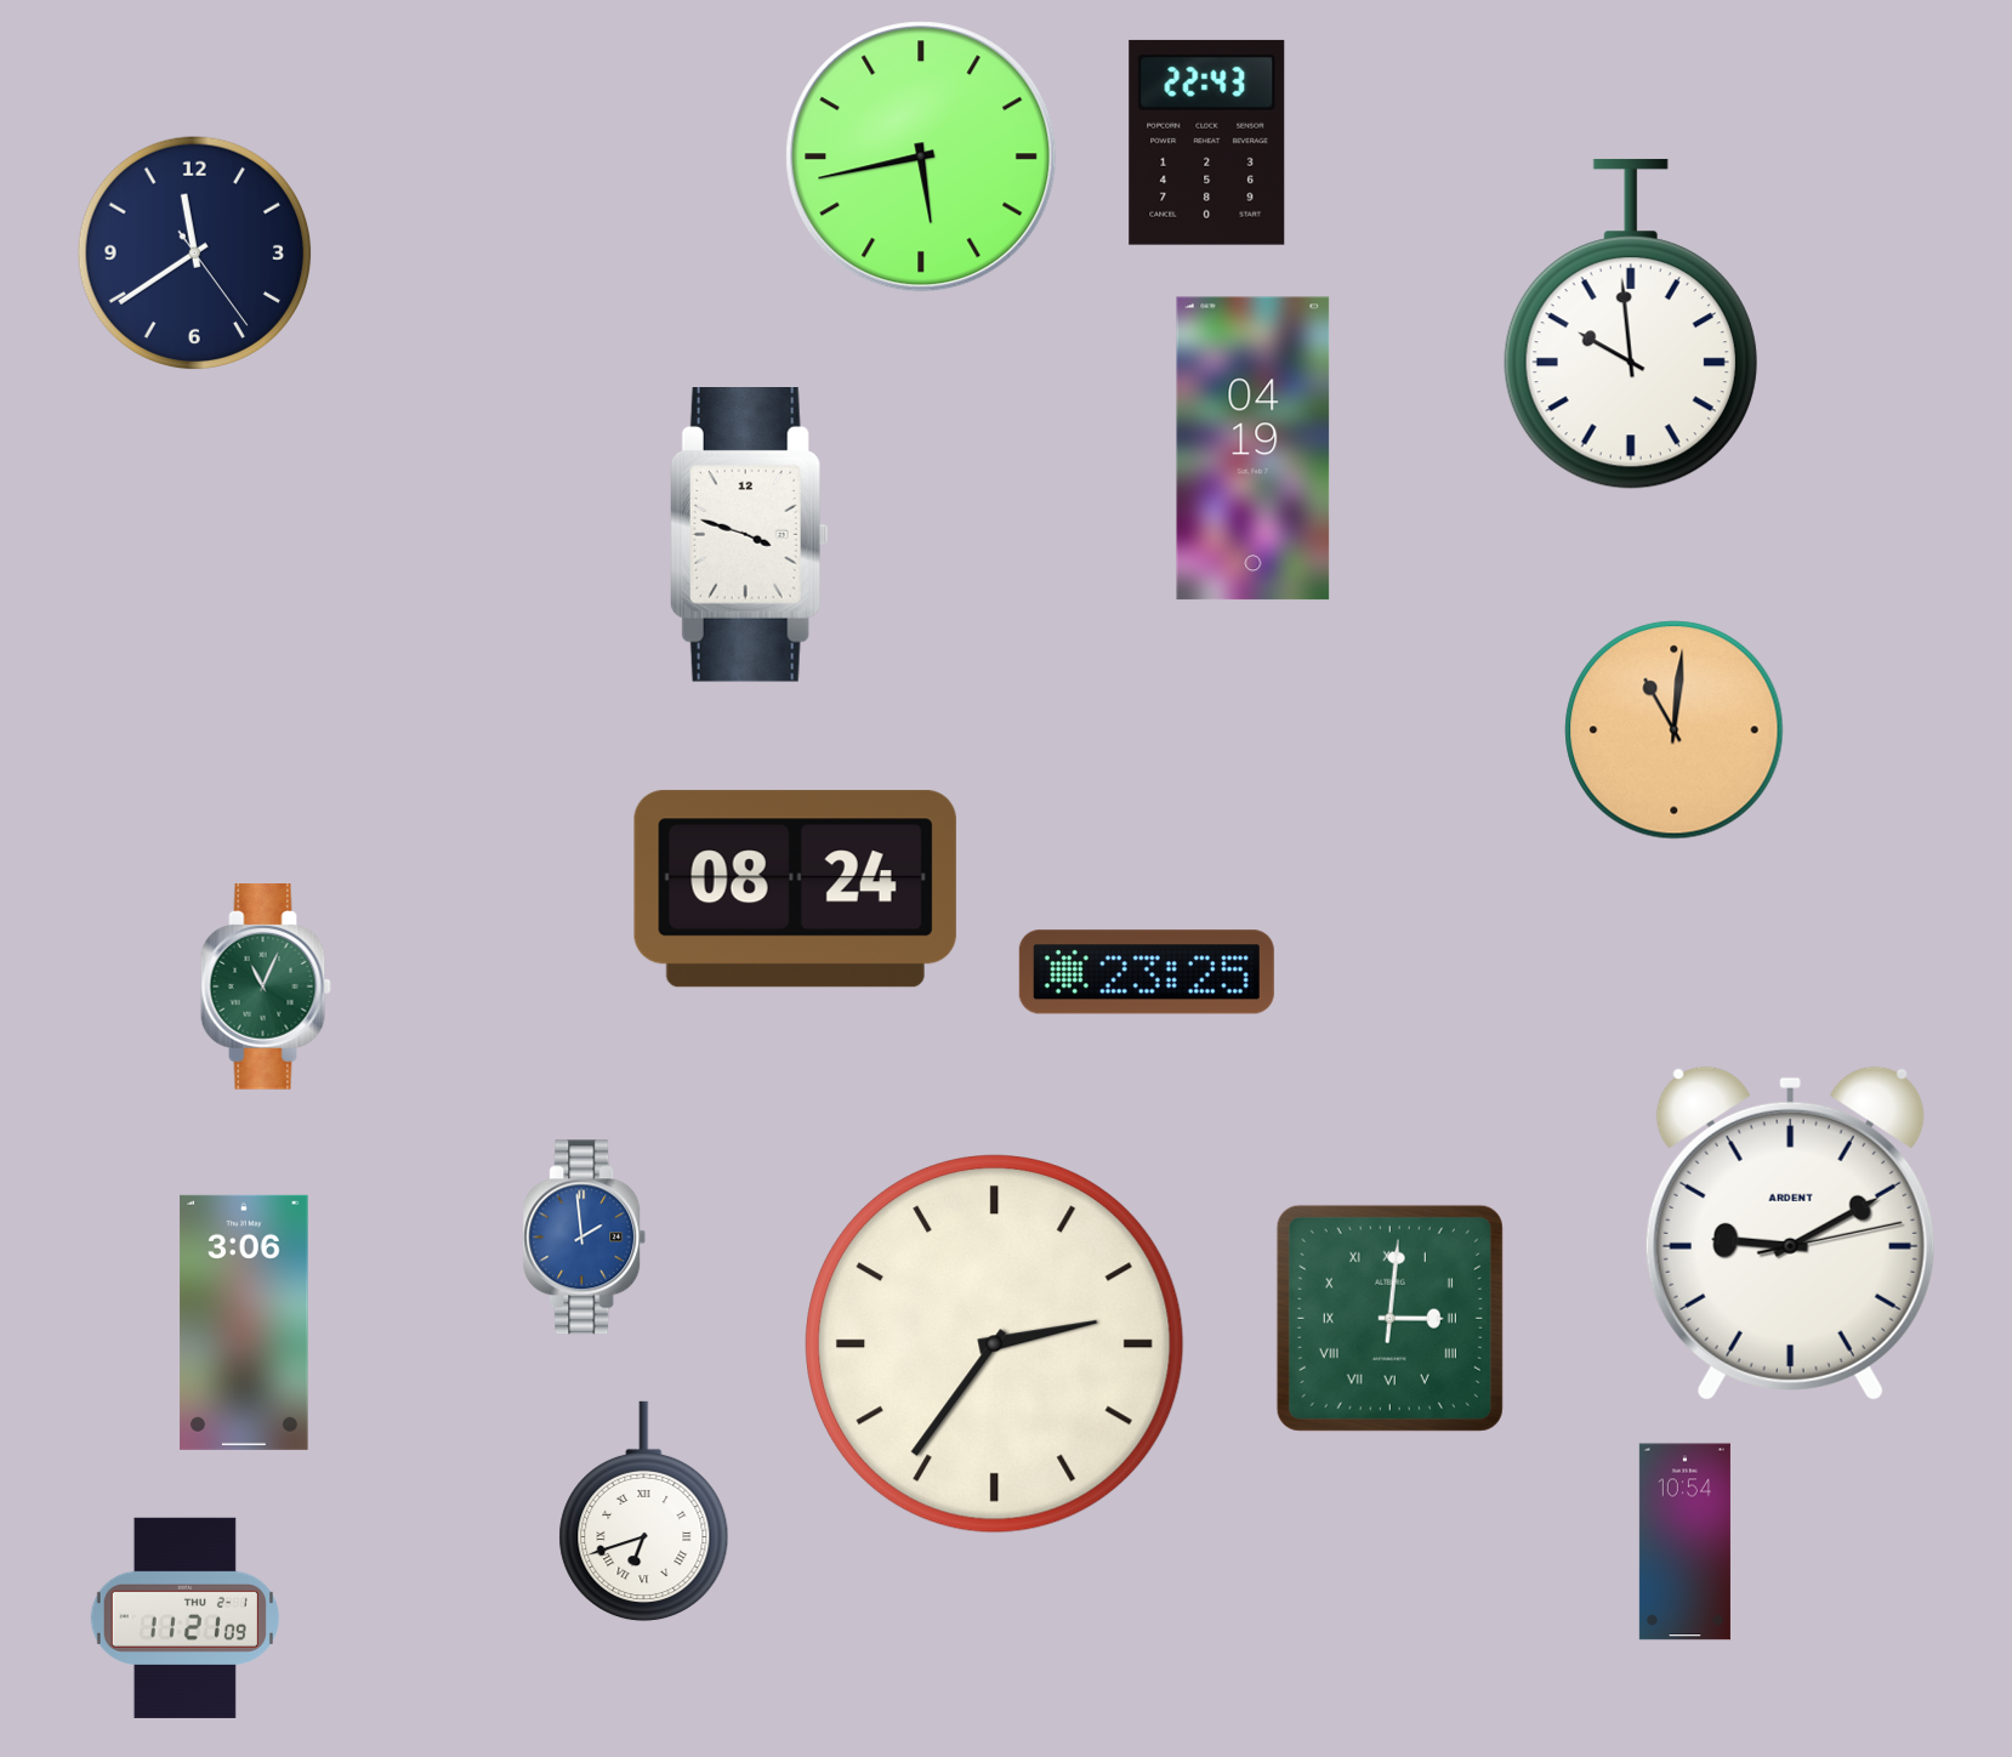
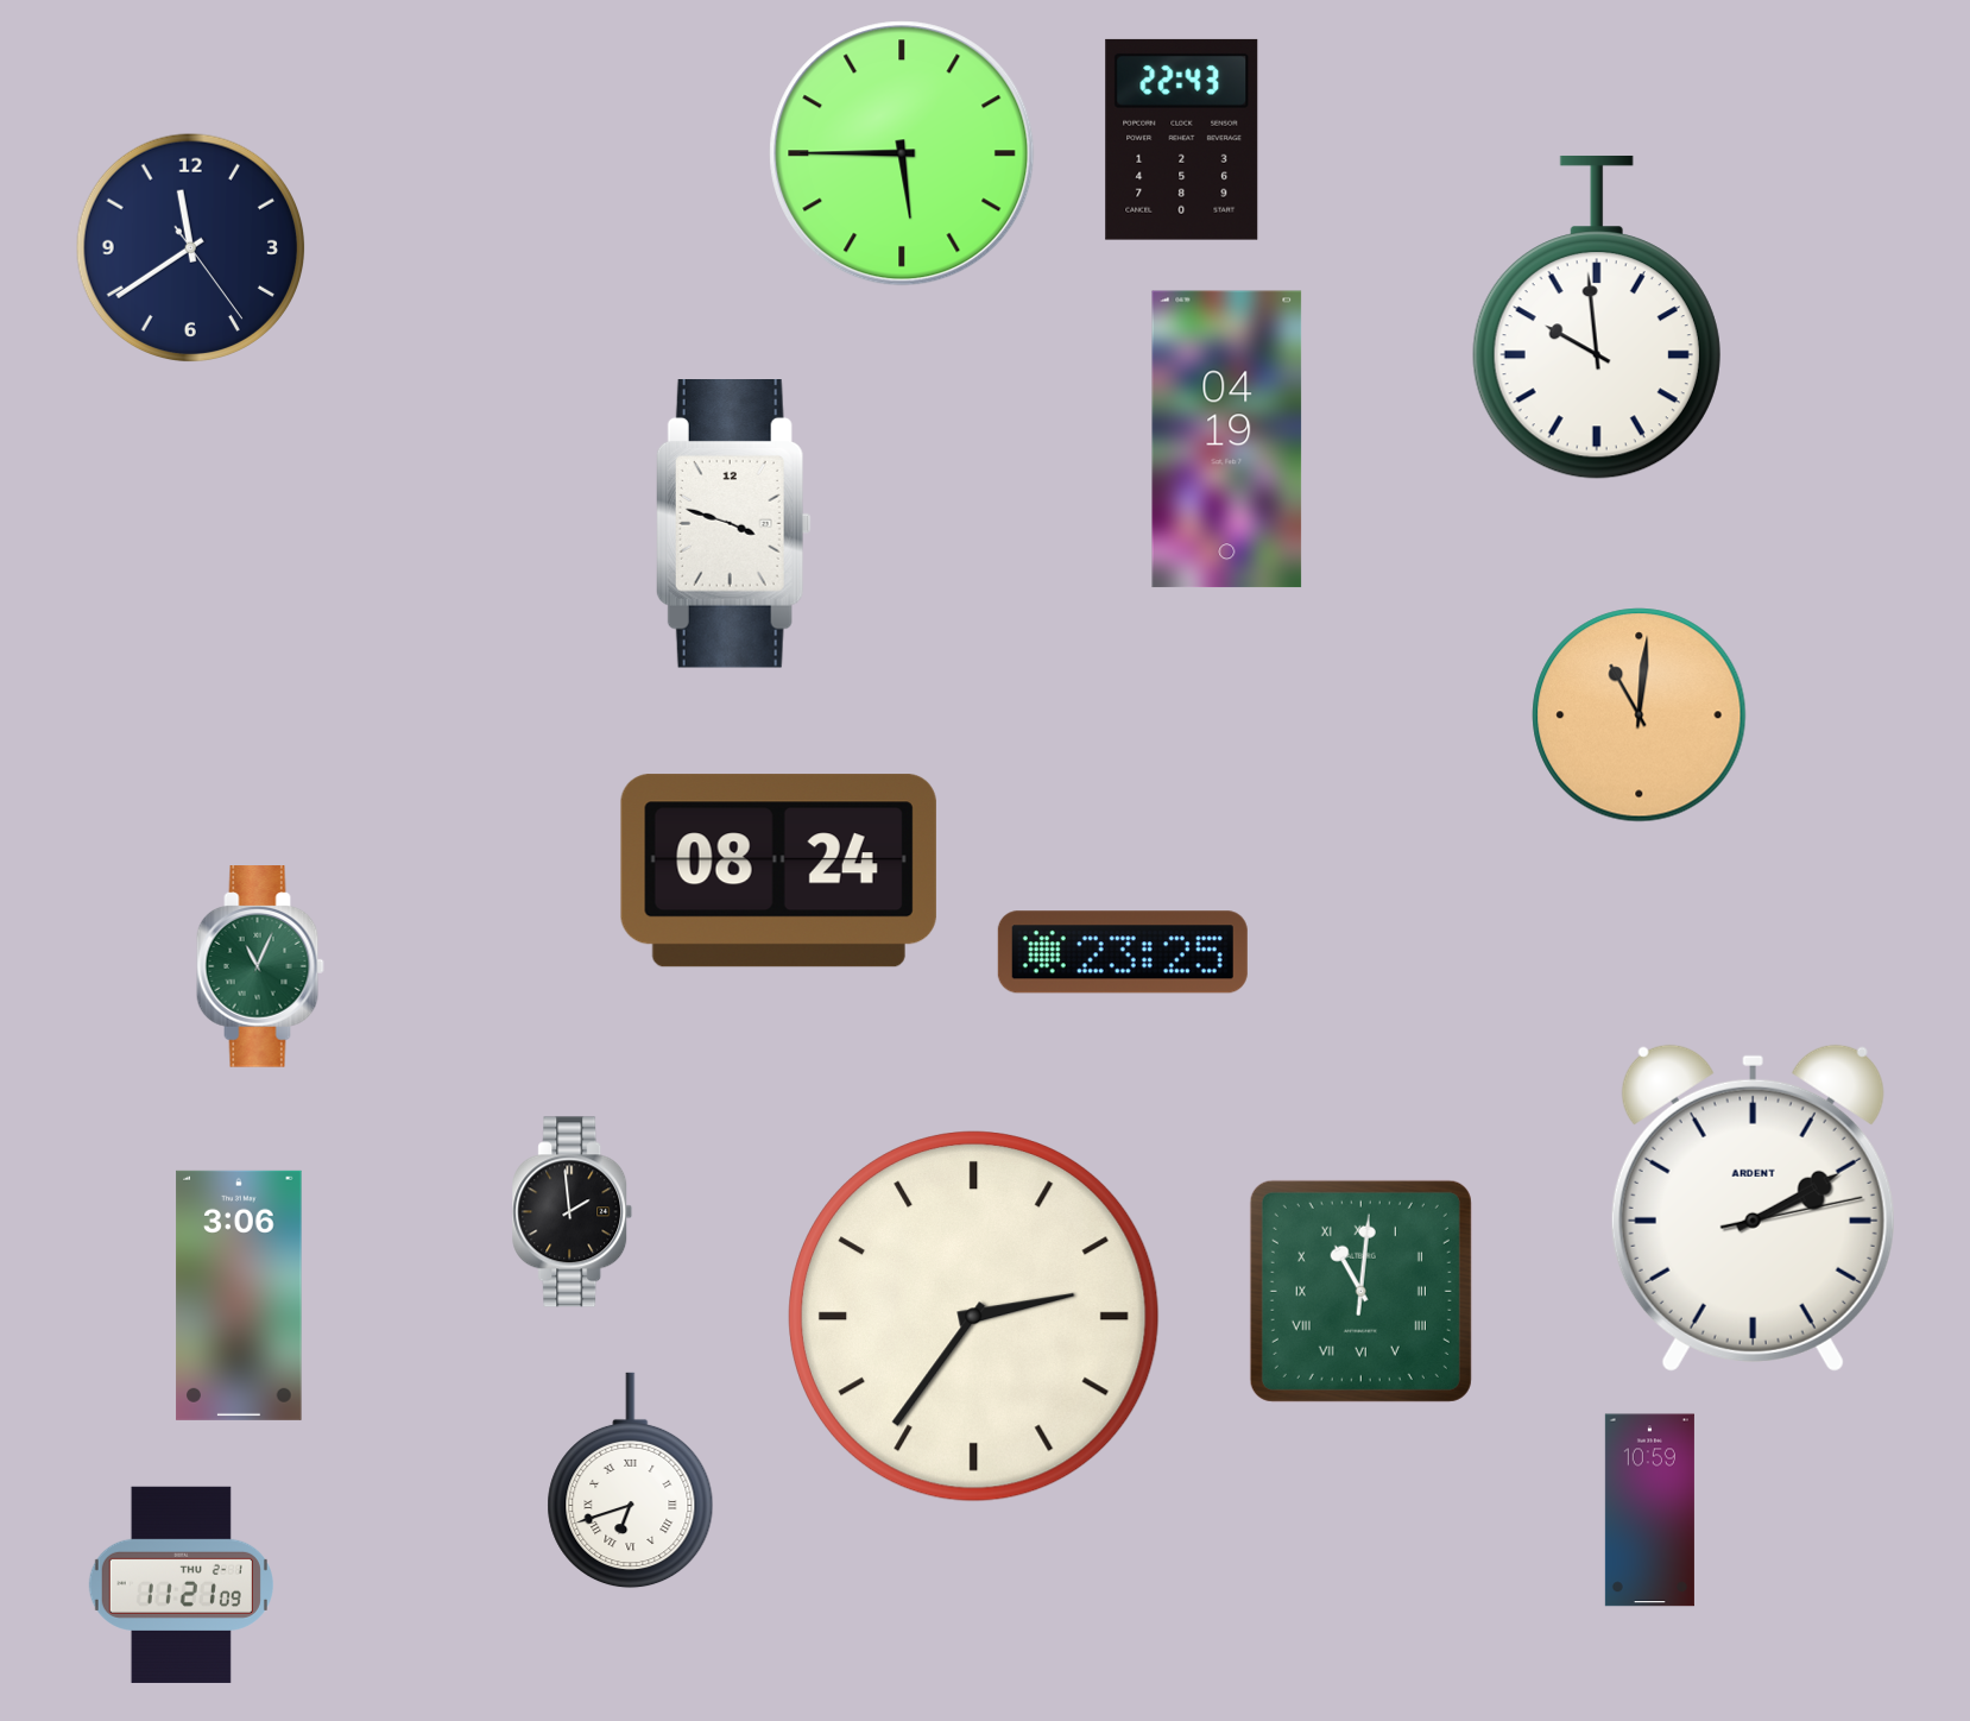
clock at (921, 157): 5:43 -> 5:45
clock at (1790, 1233): 9:10 -> 2:10
clock at (585, 1238) dial: blue -> black
clock at (1389, 1318): 3:01 -> 11:01
clock at (1684, 1542): 10:54 -> 10:59
